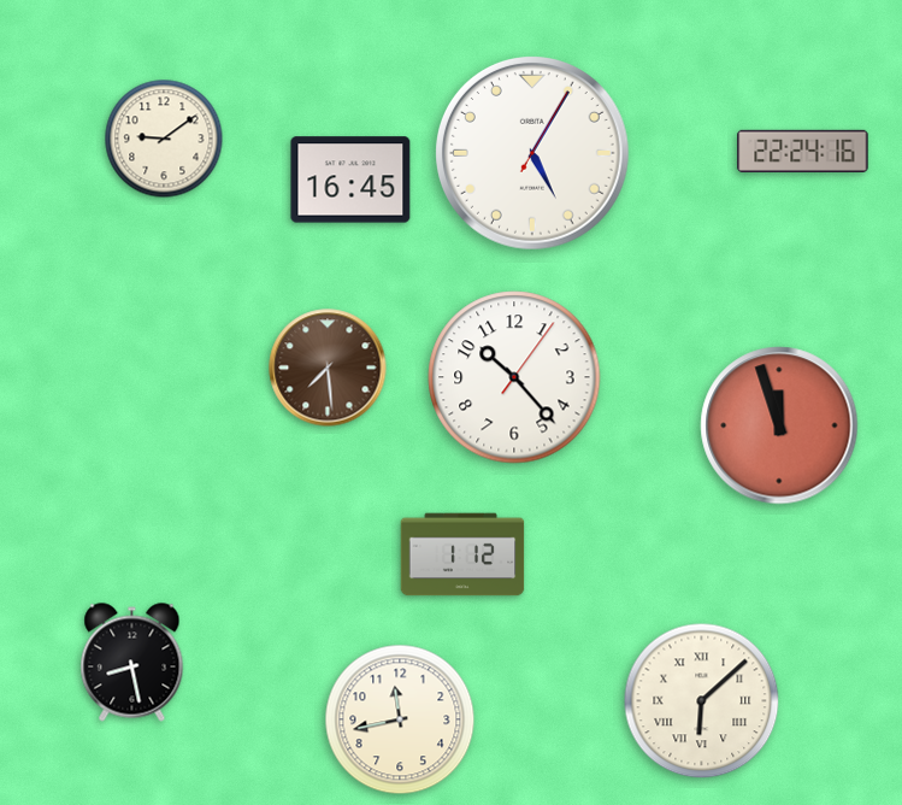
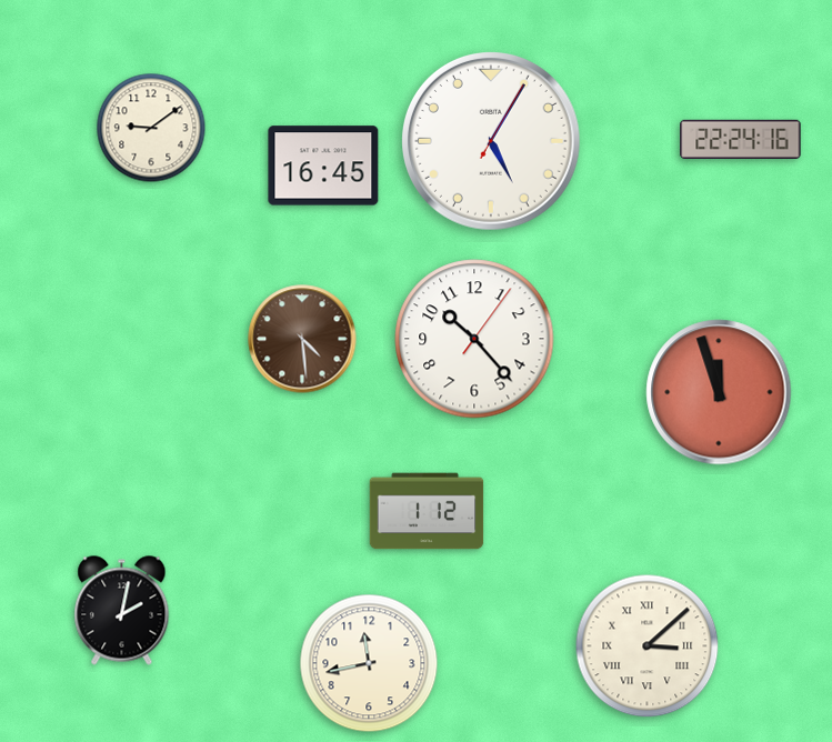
clock at (328, 368): 7:29 -> 4:29
clock at (514, 377) position: (514, 377) -> (474, 339)
clock at (132, 663): 8:28 -> 2:02
clock at (702, 701): 6:08 -> 3:08
